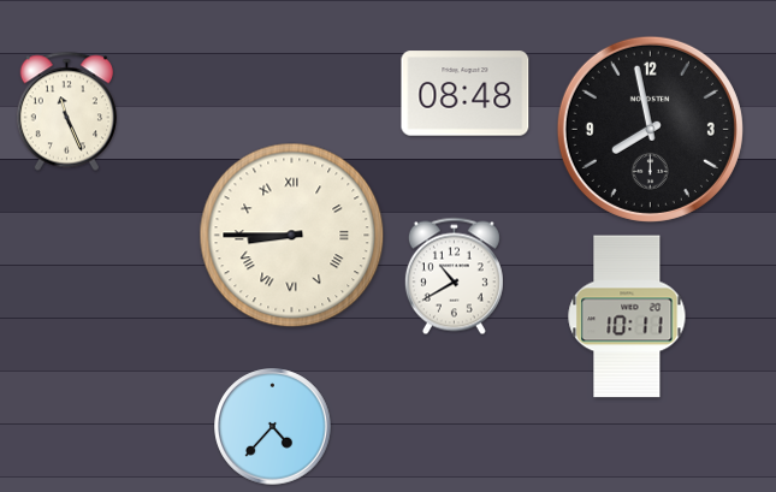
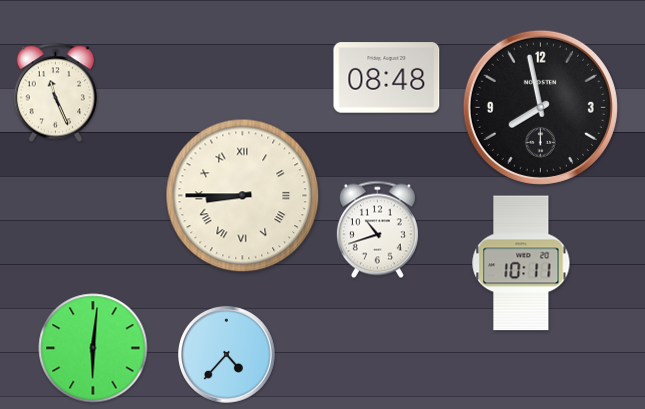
clock at (454, 277): 10:40 -> 10:42
clock at (93, 348): none -> 6:01
